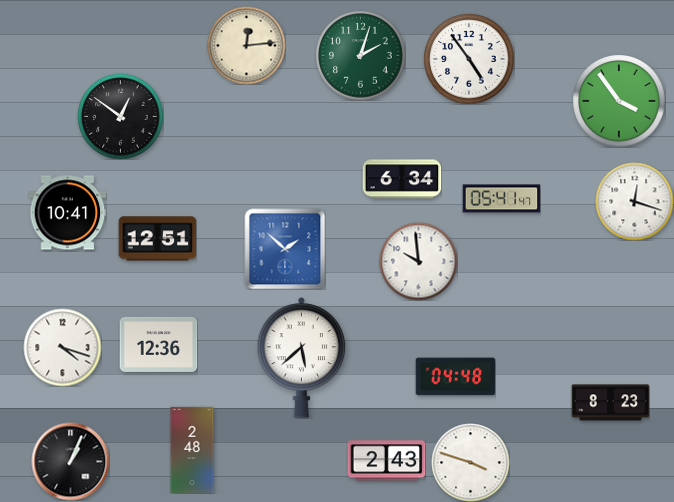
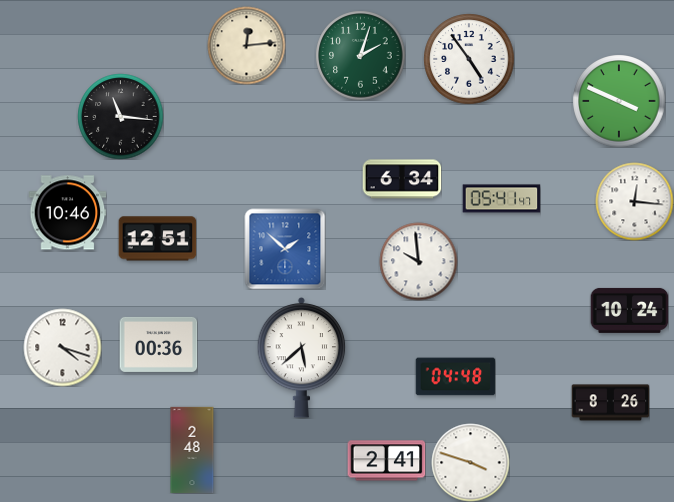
clock at (619, 101): 3:54 -> 3:49
clock at (120, 116): 12:51 -> 11:16
clock at (634, 201): 12:18 -> 12:16
clock at (67, 213): 10:41 -> 10:46
clock at (629, 310): none -> 10:24
clock at (158, 344): 12:36 -> 00:36
clock at (610, 403): 8:23 -> 8:26
clock at (70, 461): 1:04 -> none
clock at (386, 461): 2:43 -> 2:41
